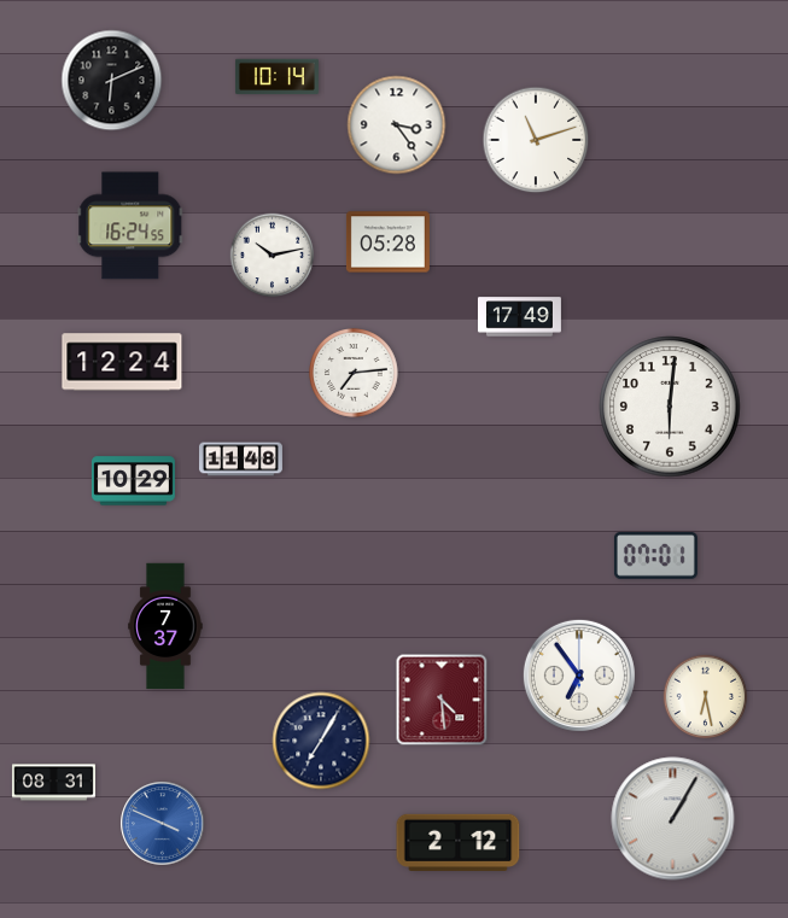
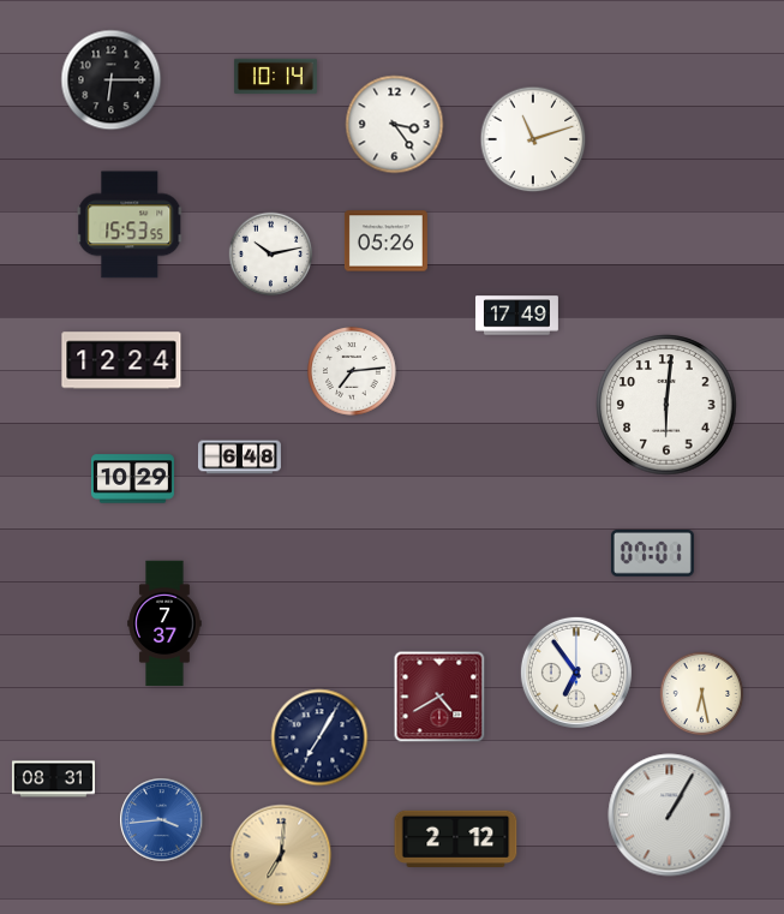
clock at (112, 81): 6:11 -> 6:15
clock at (130, 226): 16:24 -> 15:53
clock at (387, 242): 05:28 -> 05:26
clock at (240, 460): 11:48 -> 6:48
clock at (442, 700): 4:29 -> 4:40
clock at (163, 824): 3:49 -> 3:44
clock at (281, 855): none -> 7:01
